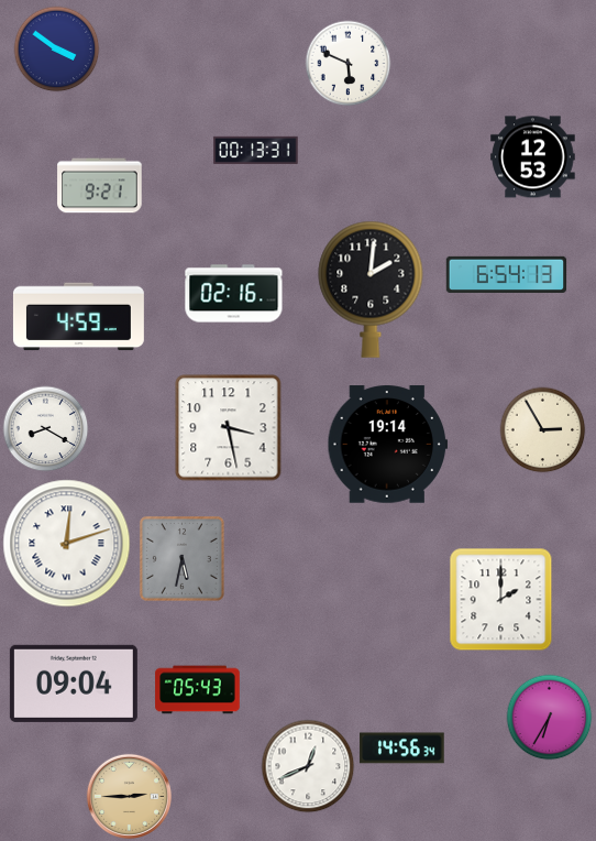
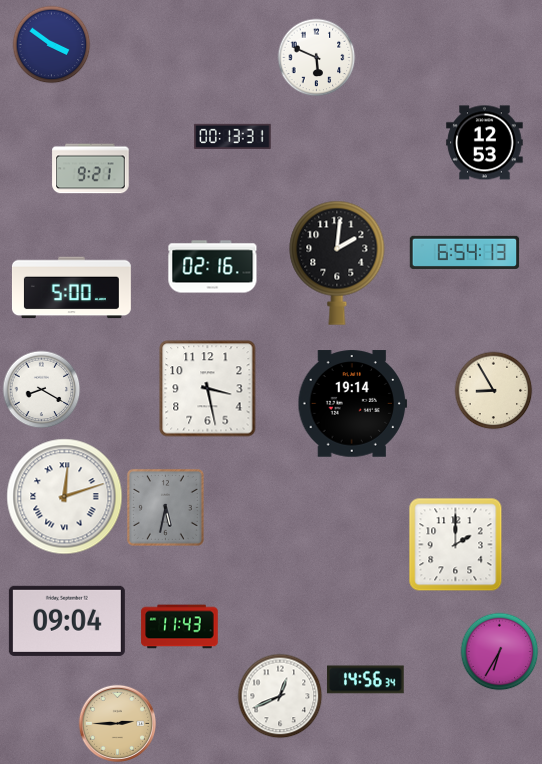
clock at (507, 274) position: (507, 274) -> (465, 252)
clock at (78, 317): 4:59 -> 5:00
clock at (542, 429): 2:55 -> 8:55
clock at (67, 544) position: (67, 544) -> (65, 497)
clock at (198, 690): 05:43 -> 11:43
